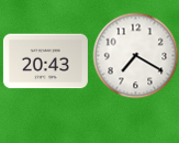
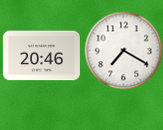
clock at (45, 62): 20:43 -> 20:46
